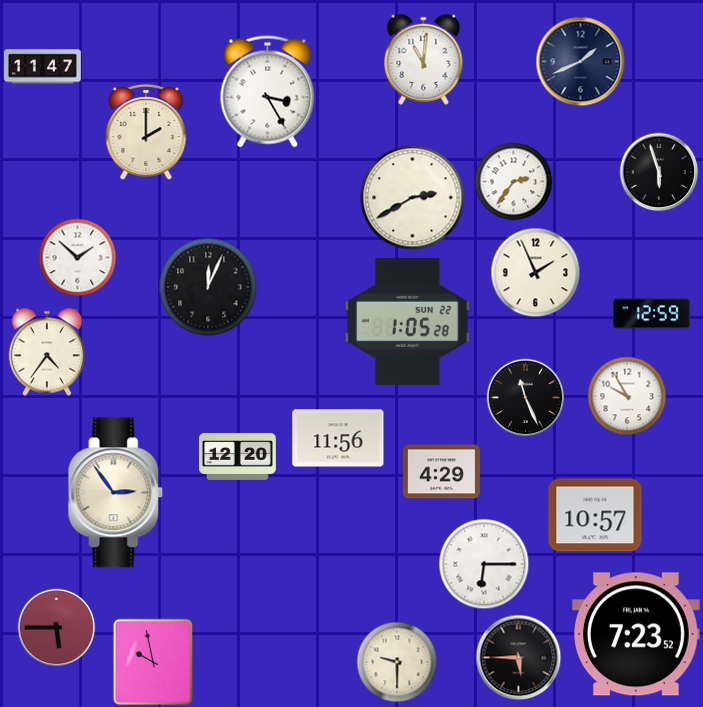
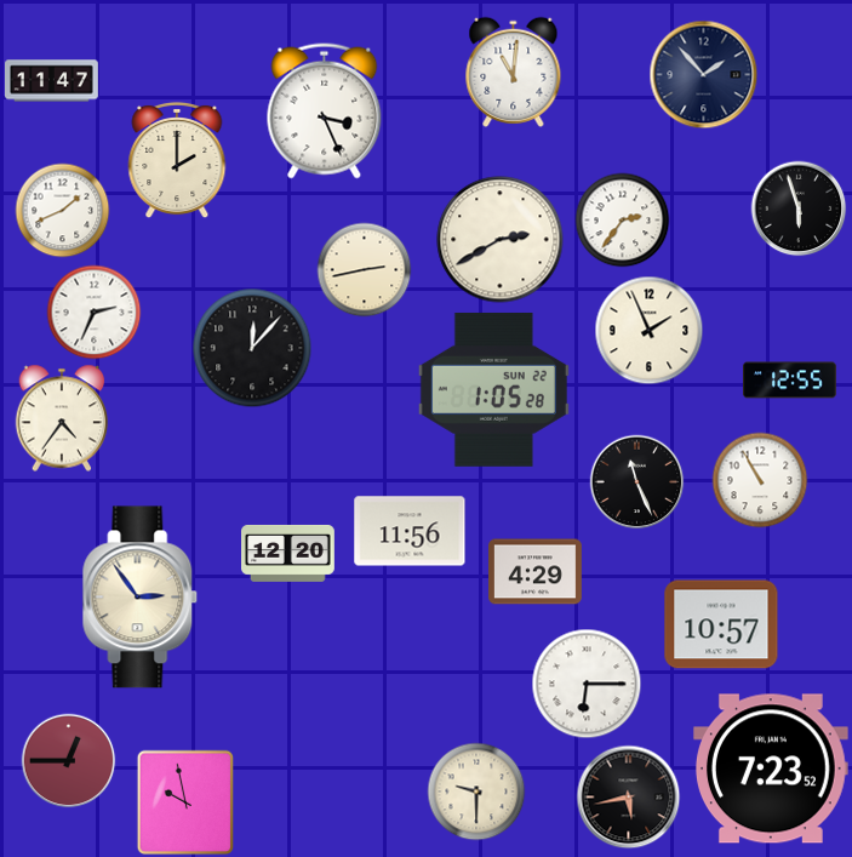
clock at (580, 61): 1:41 -> 1:53
clock at (268, 92): 3:25 -> 3:26
clock at (62, 210): none -> 1:41
clock at (364, 269): none -> 2:43
clock at (77, 257): 1:52 -> 2:34
clock at (208, 287): 12:04 -> 12:07
clock at (652, 314): 12:59 -> 12:55
clock at (47, 352) position: (47, 352) -> (62, 418)
clock at (627, 396): 9:55 -> 10:55
clock at (56, 627): 5:45 -> 12:45
clock at (518, 657): 5:45 -> 5:43
clock at (397, 662) position: (397, 662) -> (476, 792)
